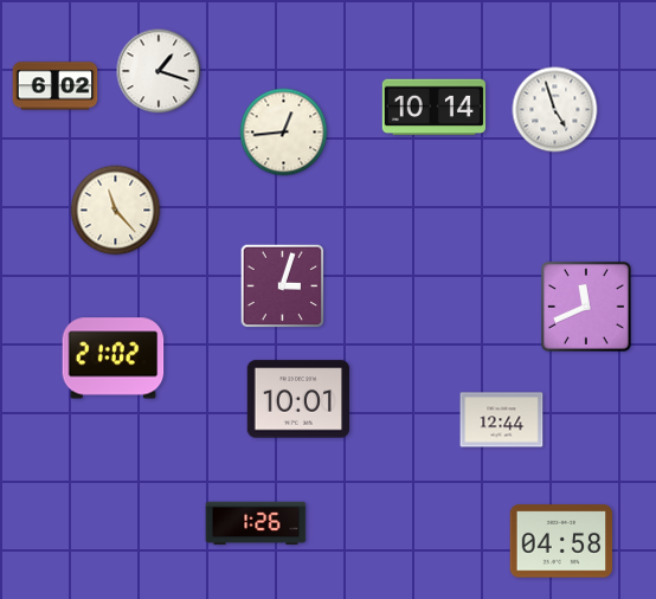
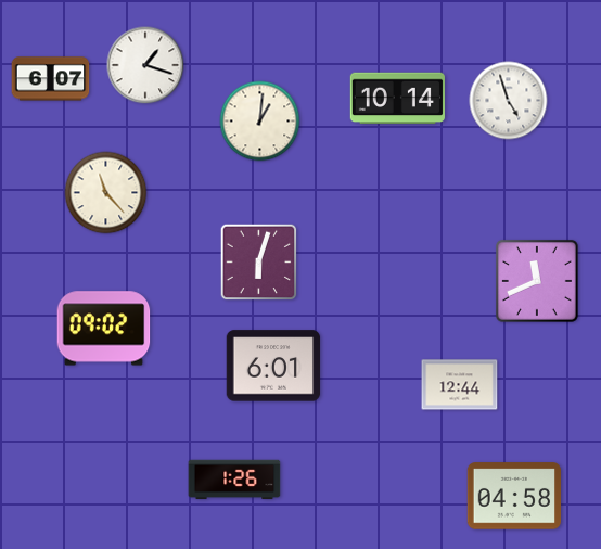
clock at (56, 86): 6:02 -> 6:07
clock at (284, 133): 12:44 -> 1:01
clock at (283, 286): 3:03 -> 6:03
clock at (114, 359): 21:02 -> 09:02
clock at (298, 399): 10:01 -> 6:01
